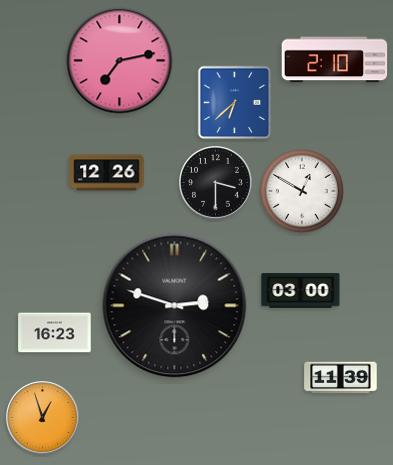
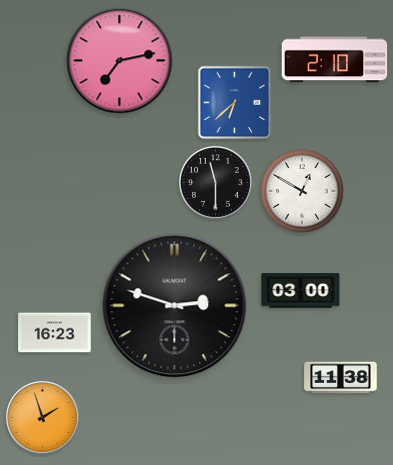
clock at (107, 173): 12:26 -> none
clock at (216, 183): 3:30 -> 11:30
clock at (341, 378): 11:39 -> 11:38
clock at (43, 418): 12:57 -> 1:57
